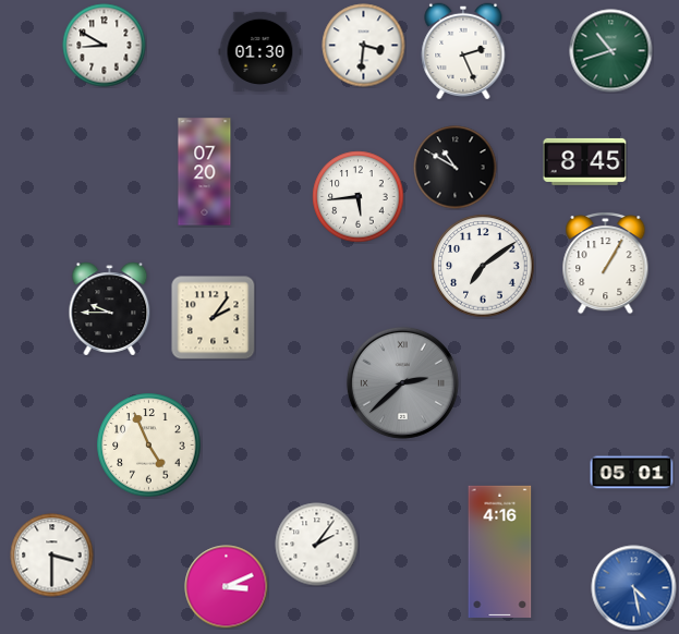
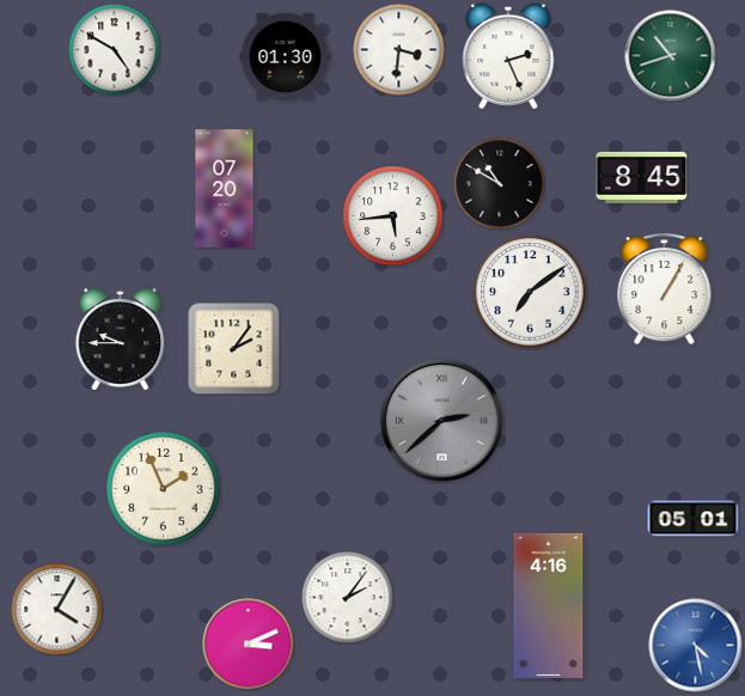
clock at (105, 46): 8:50 -> 4:50
clock at (149, 446): 4:56 -> 1:56
clock at (52, 556): 3:30 -> 4:05
